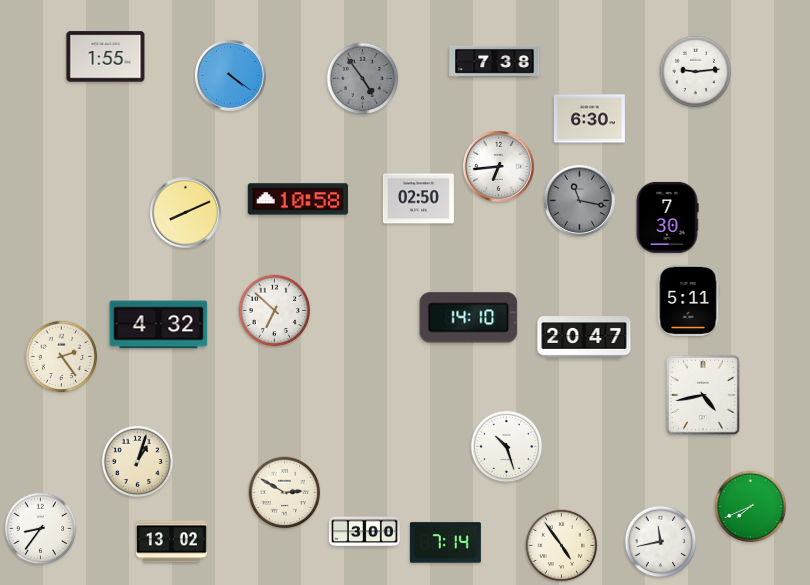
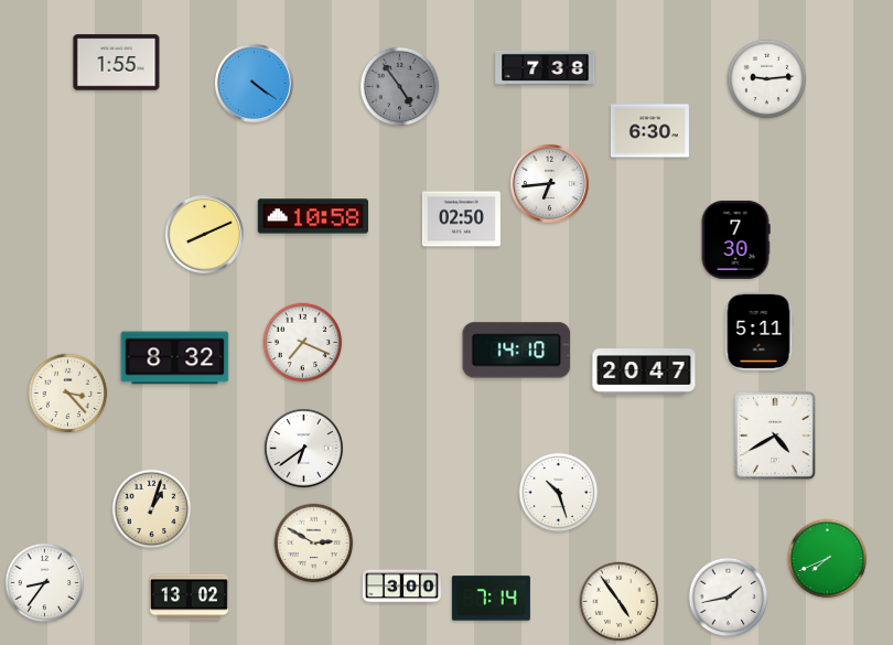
clock at (297, 199) position: (297, 199) -> (312, 216)
clock at (579, 200): 11:17 -> none
clock at (275, 311): 6:52 -> 7:19
clock at (159, 325): 4:32 -> 8:32
clock at (62, 357): 2:24 -> 3:23
clock at (703, 395): 4:43 -> 4:40
clock at (303, 448): none -> 6:39
clock at (661, 542): 11:43 -> 1:43
